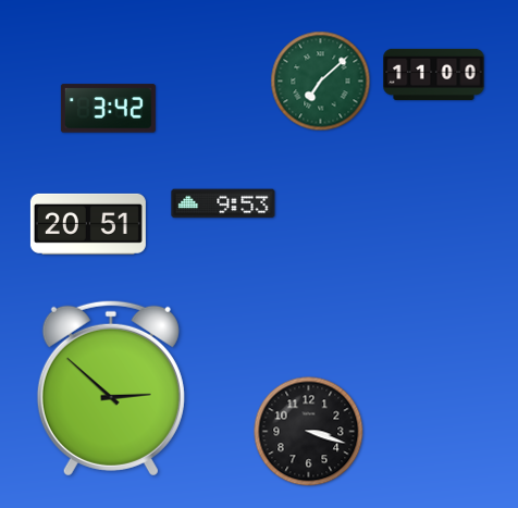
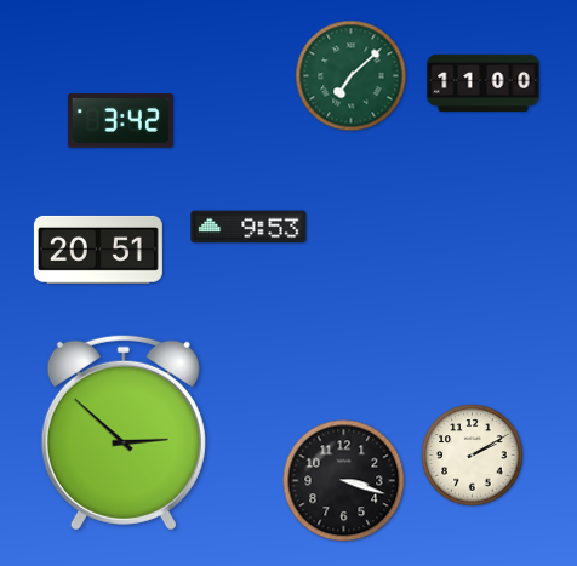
clock at (321, 82) position: (321, 82) -> (352, 76)
clock at (473, 456): none -> 2:10
